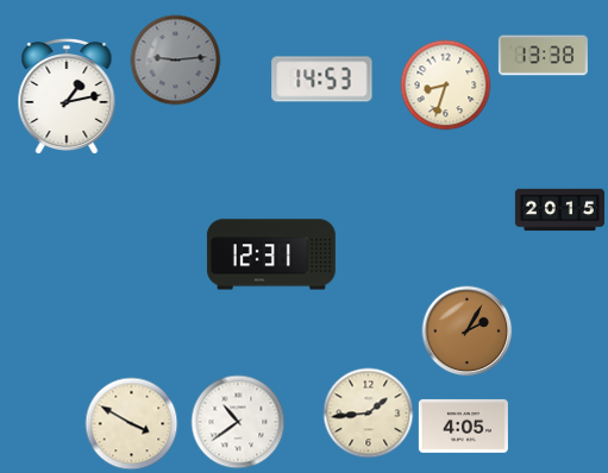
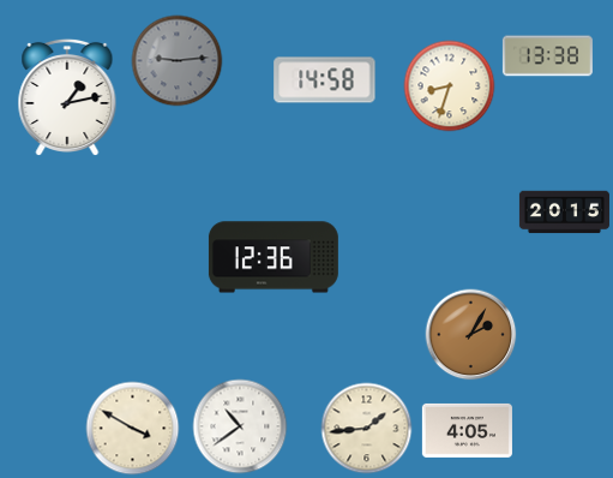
clock at (322, 80): 14:53 -> 14:58
clock at (271, 254): 12:31 -> 12:36
clock at (369, 414) position: (369, 414) -> (367, 429)
